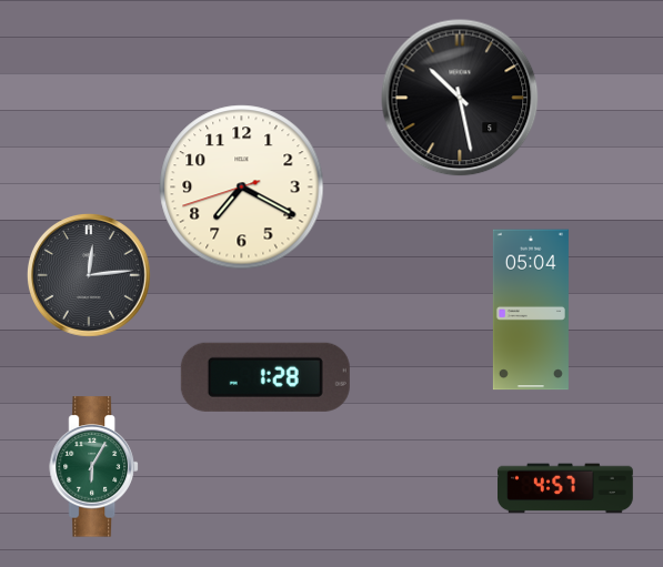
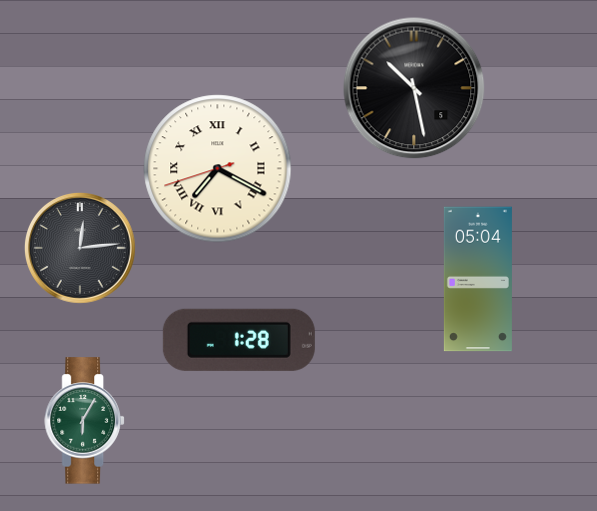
clock at (242, 188) numerals: Arabic -> Roman
clock at (566, 488): 4:57 -> none
